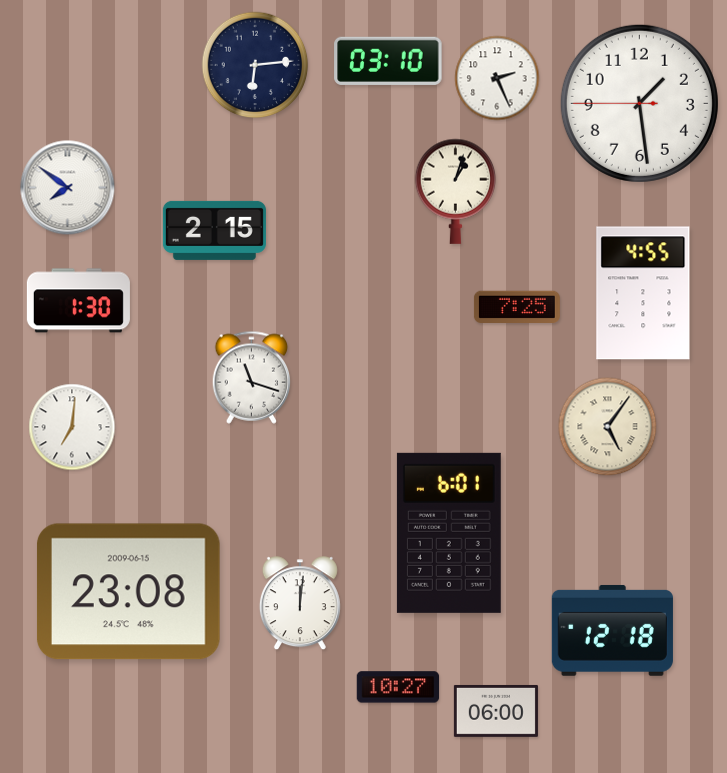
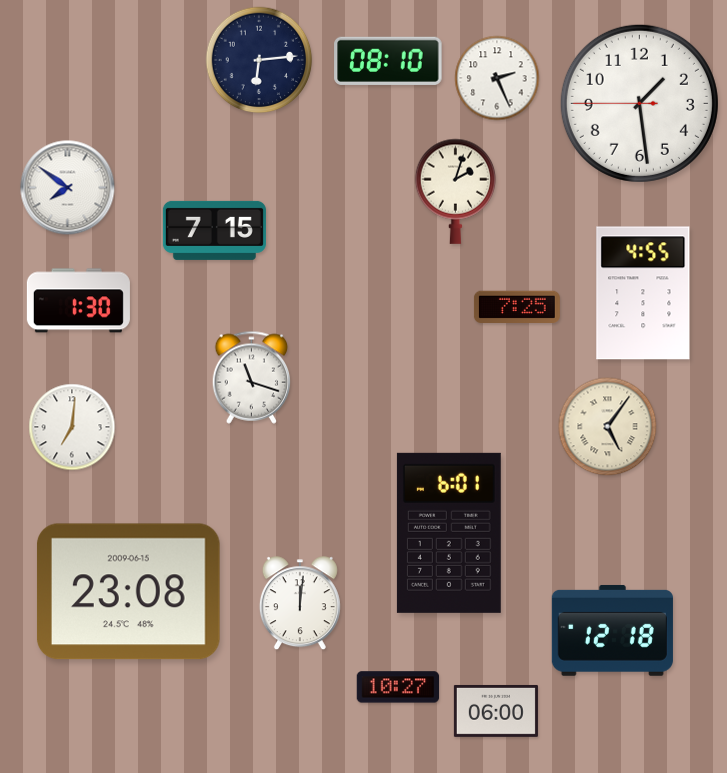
clock at (388, 61): 03:10 -> 08:10
clock at (255, 65) position: (255, 65) -> (259, 60)
clock at (456, 191): 1:03 -> 2:03
clock at (214, 230): 2:15 -> 7:15
